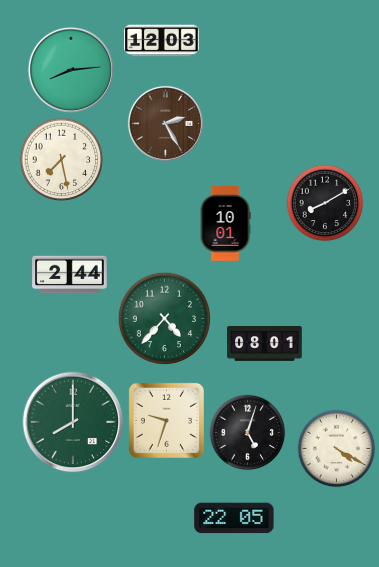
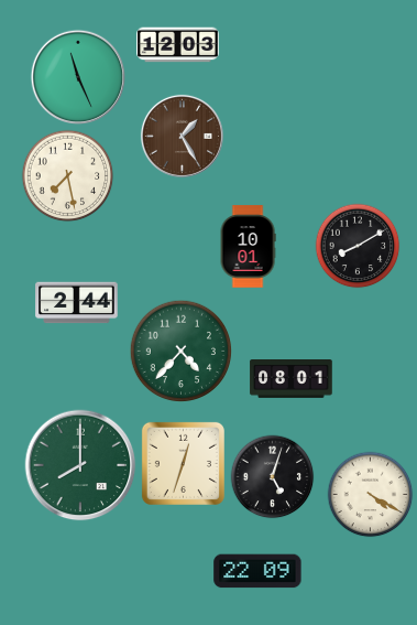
clock at (70, 69): 8:14 -> 11:26
clock at (165, 123): 2:25 -> 1:25
clock at (325, 203) position: (325, 203) -> (358, 246)
clock at (166, 420): 9:33 -> 12:33
clock at (234, 518): 22:05 -> 22:09
